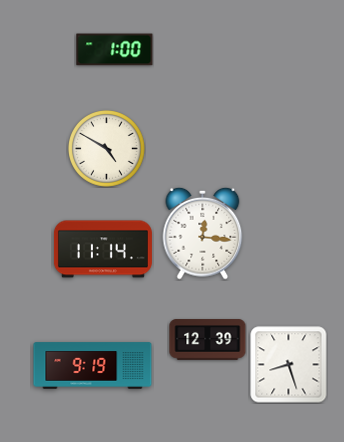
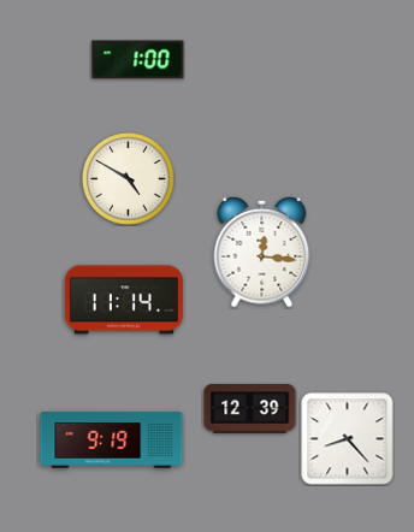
clock at (203, 233) position: (203, 233) -> (262, 252)
clock at (289, 365): 8:27 -> 8:23
